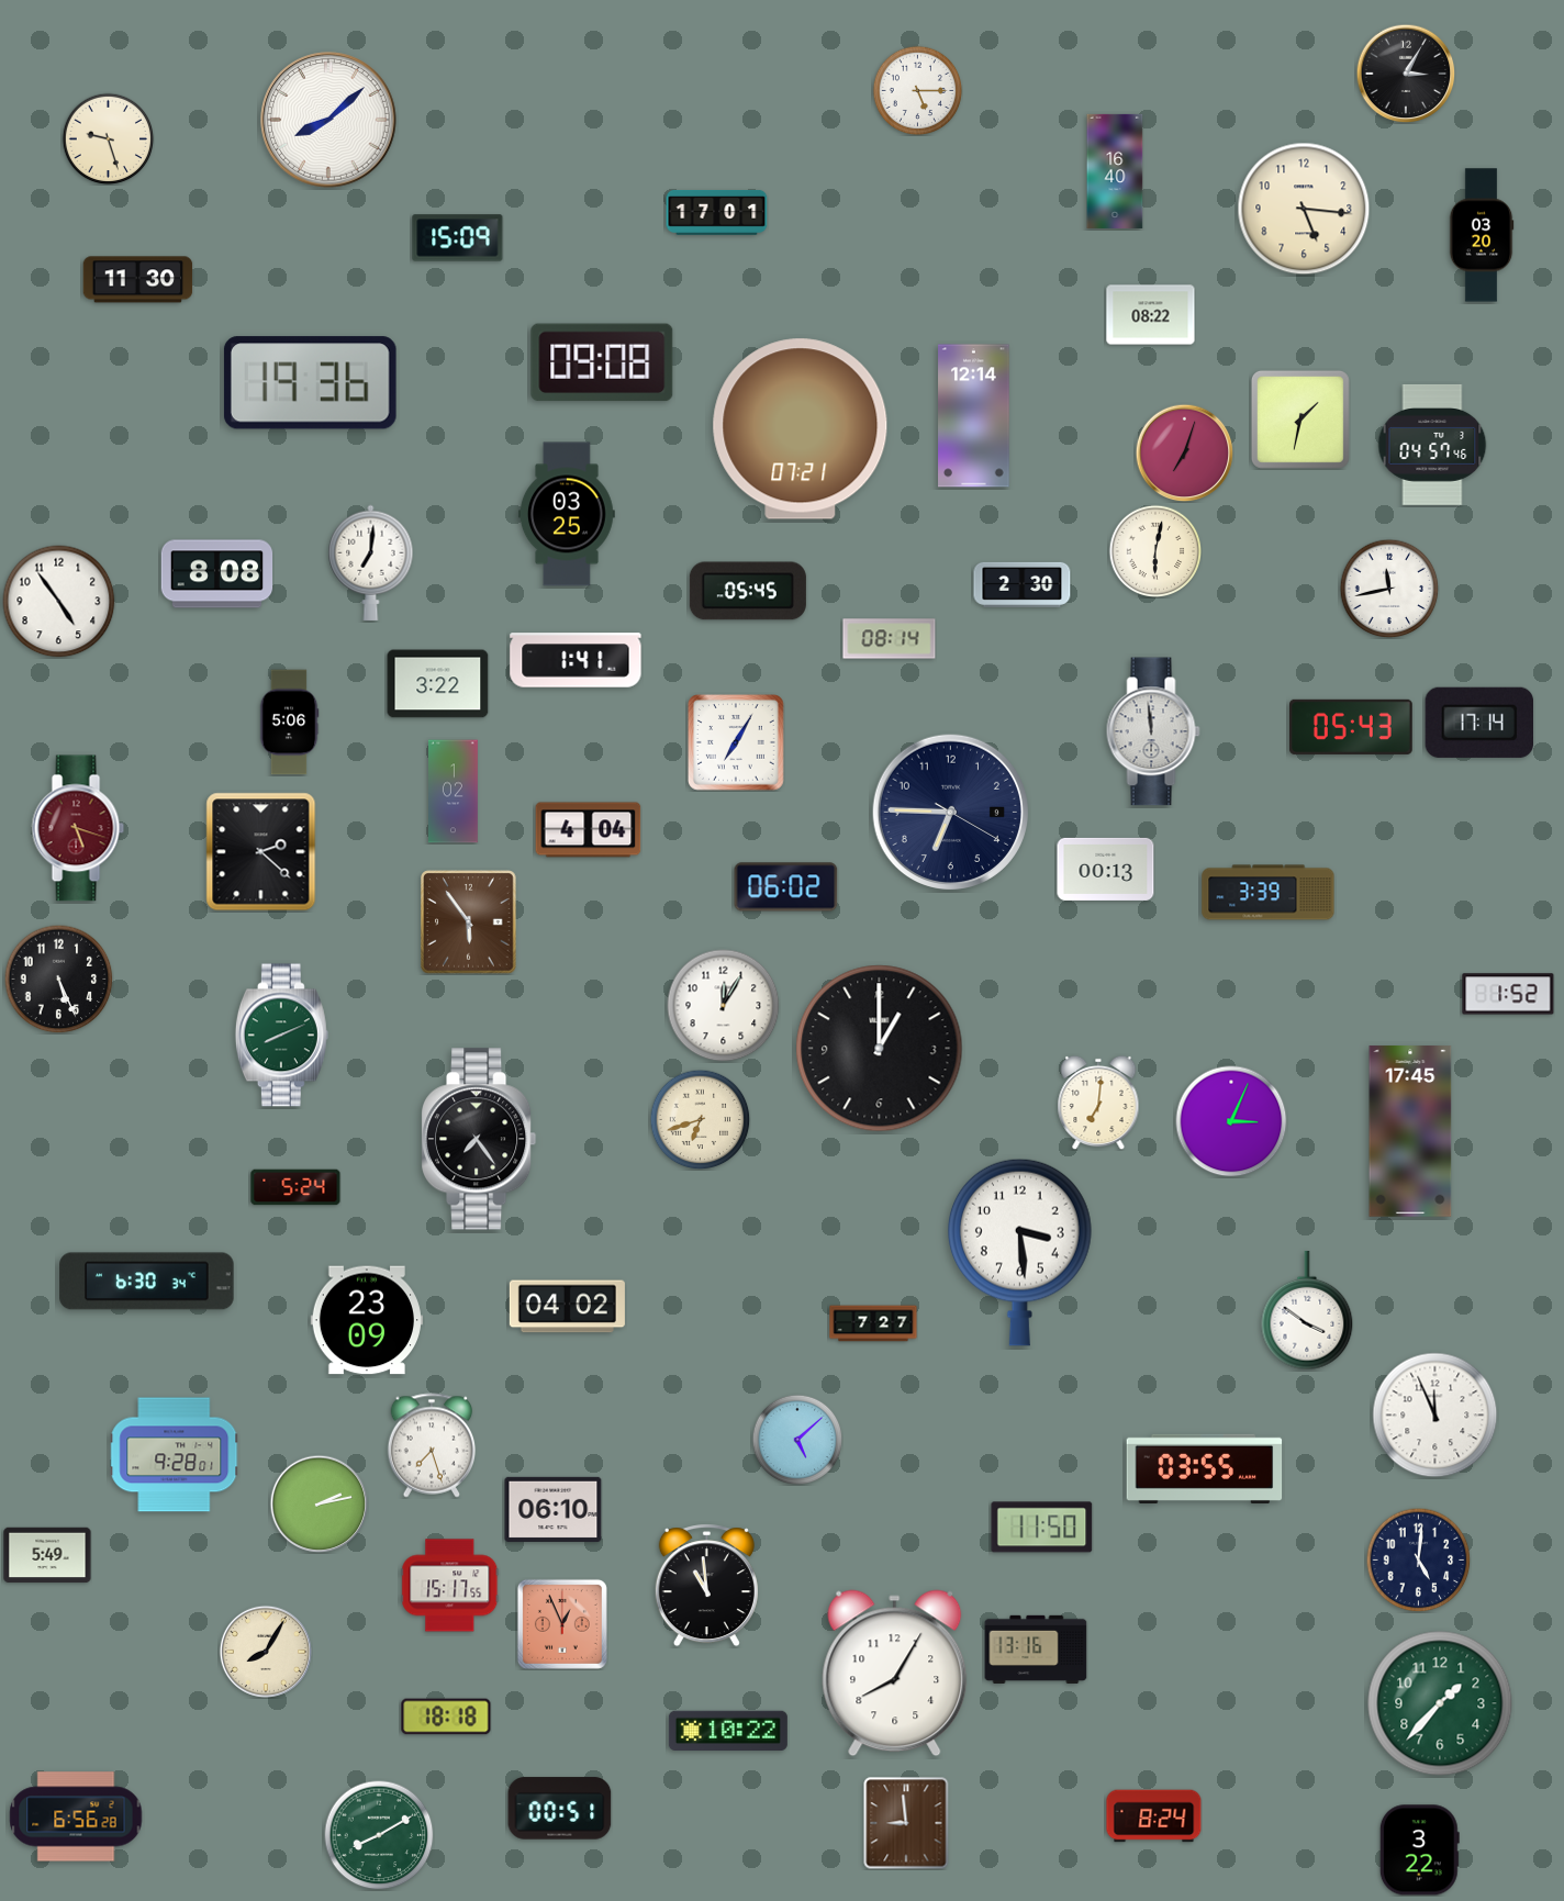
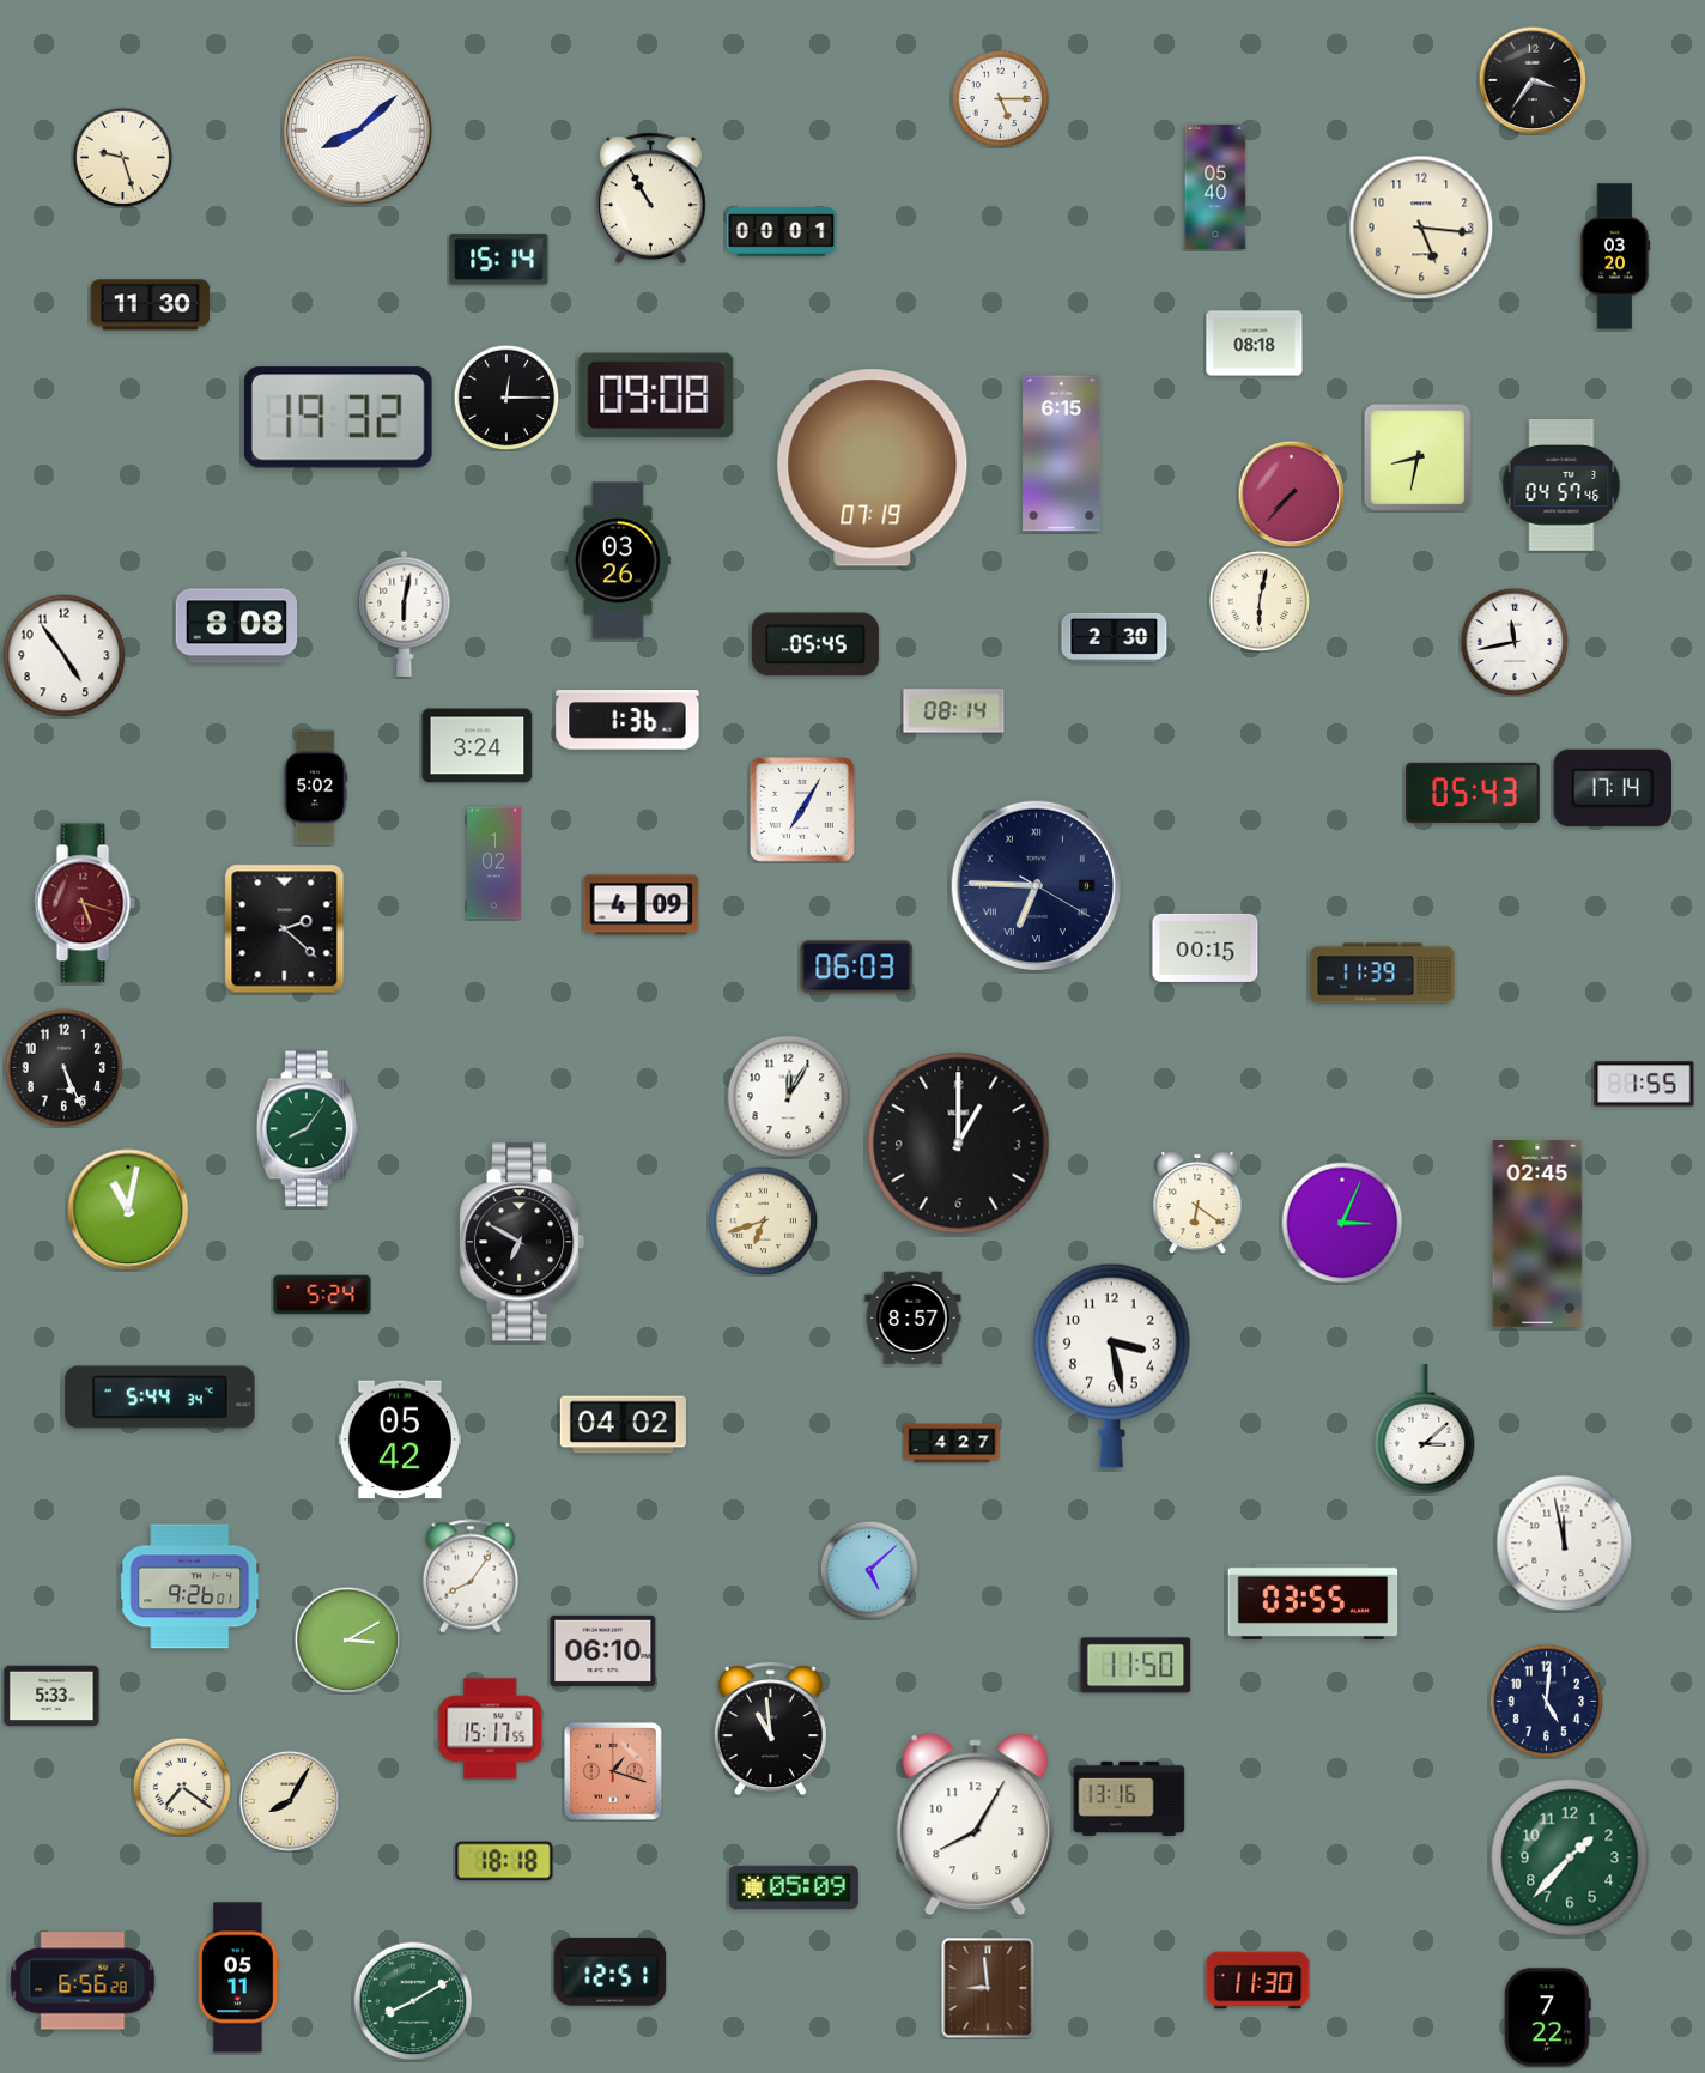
clock at (1406, 74): 3:05 -> 3:36
clock at (108, 138) position: (108, 138) -> (122, 157)
clock at (1115, 171): 16:40 -> 05:40
clock at (650, 199): none -> 10:55
clock at (717, 213): 17:01 -> 00:01
clock at (458, 238): 15:09 -> 15:14
clock at (1151, 315): 08:22 -> 08:18
clock at (506, 398): none -> 12:15
clock at (310, 383): 19:36 -> 19:32
clock at (974, 416): 12:14 -> 6:15
clock at (1300, 420): 1:32 -> 8:32
clock at (801, 429): 07:21 -> 07:19
clock at (1184, 452): 7:03 -> 7:37
clock at (568, 514): 03:25 -> 03:26
clock at (371, 562): 7:01 -> 6:02
clock at (890, 639) position: (890, 639) -> (954, 711)
clock at (576, 660): 1:41 -> 1:36
clock at (438, 684): 3:22 -> 3:24
clock at (289, 723): 5:06 -> 5:02
clock at (1153, 731): 11:59 -> none
clock at (950, 812) numerals: Arabic -> Roman
clock at (589, 830): 4:04 -> 4:09
clock at (1106, 869): 00:13 -> 00:15
clock at (786, 887): 06:02 -> 06:03
clock at (1269, 893): 3:39 -> 11:39
clock at (469, 922): 5:54 -> none
clock at (1508, 994): 1:52 -> 1:55
clock at (281, 1036): 8:11 -> 8:06
clock at (1098, 1103): 7:01 -> 6:21
clock at (128, 1210): none -> 11:02
clock at (1410, 1131): 17:45 -> 02:45
clock at (480, 1139): 7:24 -> 6:50
clock at (914, 1319): none -> 8:57
clock at (1019, 1252): 3:29 -> 3:28
clock at (147, 1282): 6:30 -> 5:44
clock at (567, 1307) position: (567, 1307) -> (623, 1425)
clock at (1307, 1310): 3:51 -> 3:08
clock at (367, 1320): 23:09 -> 05:42
clock at (873, 1323): 7:27 -> 4:27
clock at (1435, 1416): 11:56 -> 11:58
clock at (432, 1445): 7:27 -> 8:06
clock at (175, 1455): 9:28 -> 9:26
clock at (319, 1503): 2:13 -> 3:10
clock at (554, 1509) position: (554, 1509) -> (603, 1650)
clock at (47, 1555): 5:49 -> 5:33
clock at (562, 1624): 12:56 -> 1:18
clock at (182, 1787): none -> 7:21
clock at (446, 1717) position: (446, 1717) -> (504, 1861)
clock at (728, 1730): 10:22 -> 05:09
clock at (560, 1809): 00:51 -> 12:51
clock at (238, 1977): none -> 05:11
clock at (1154, 1816): 8:24 -> 11:30
clock at (1419, 1850): 3:22 -> 7:22
